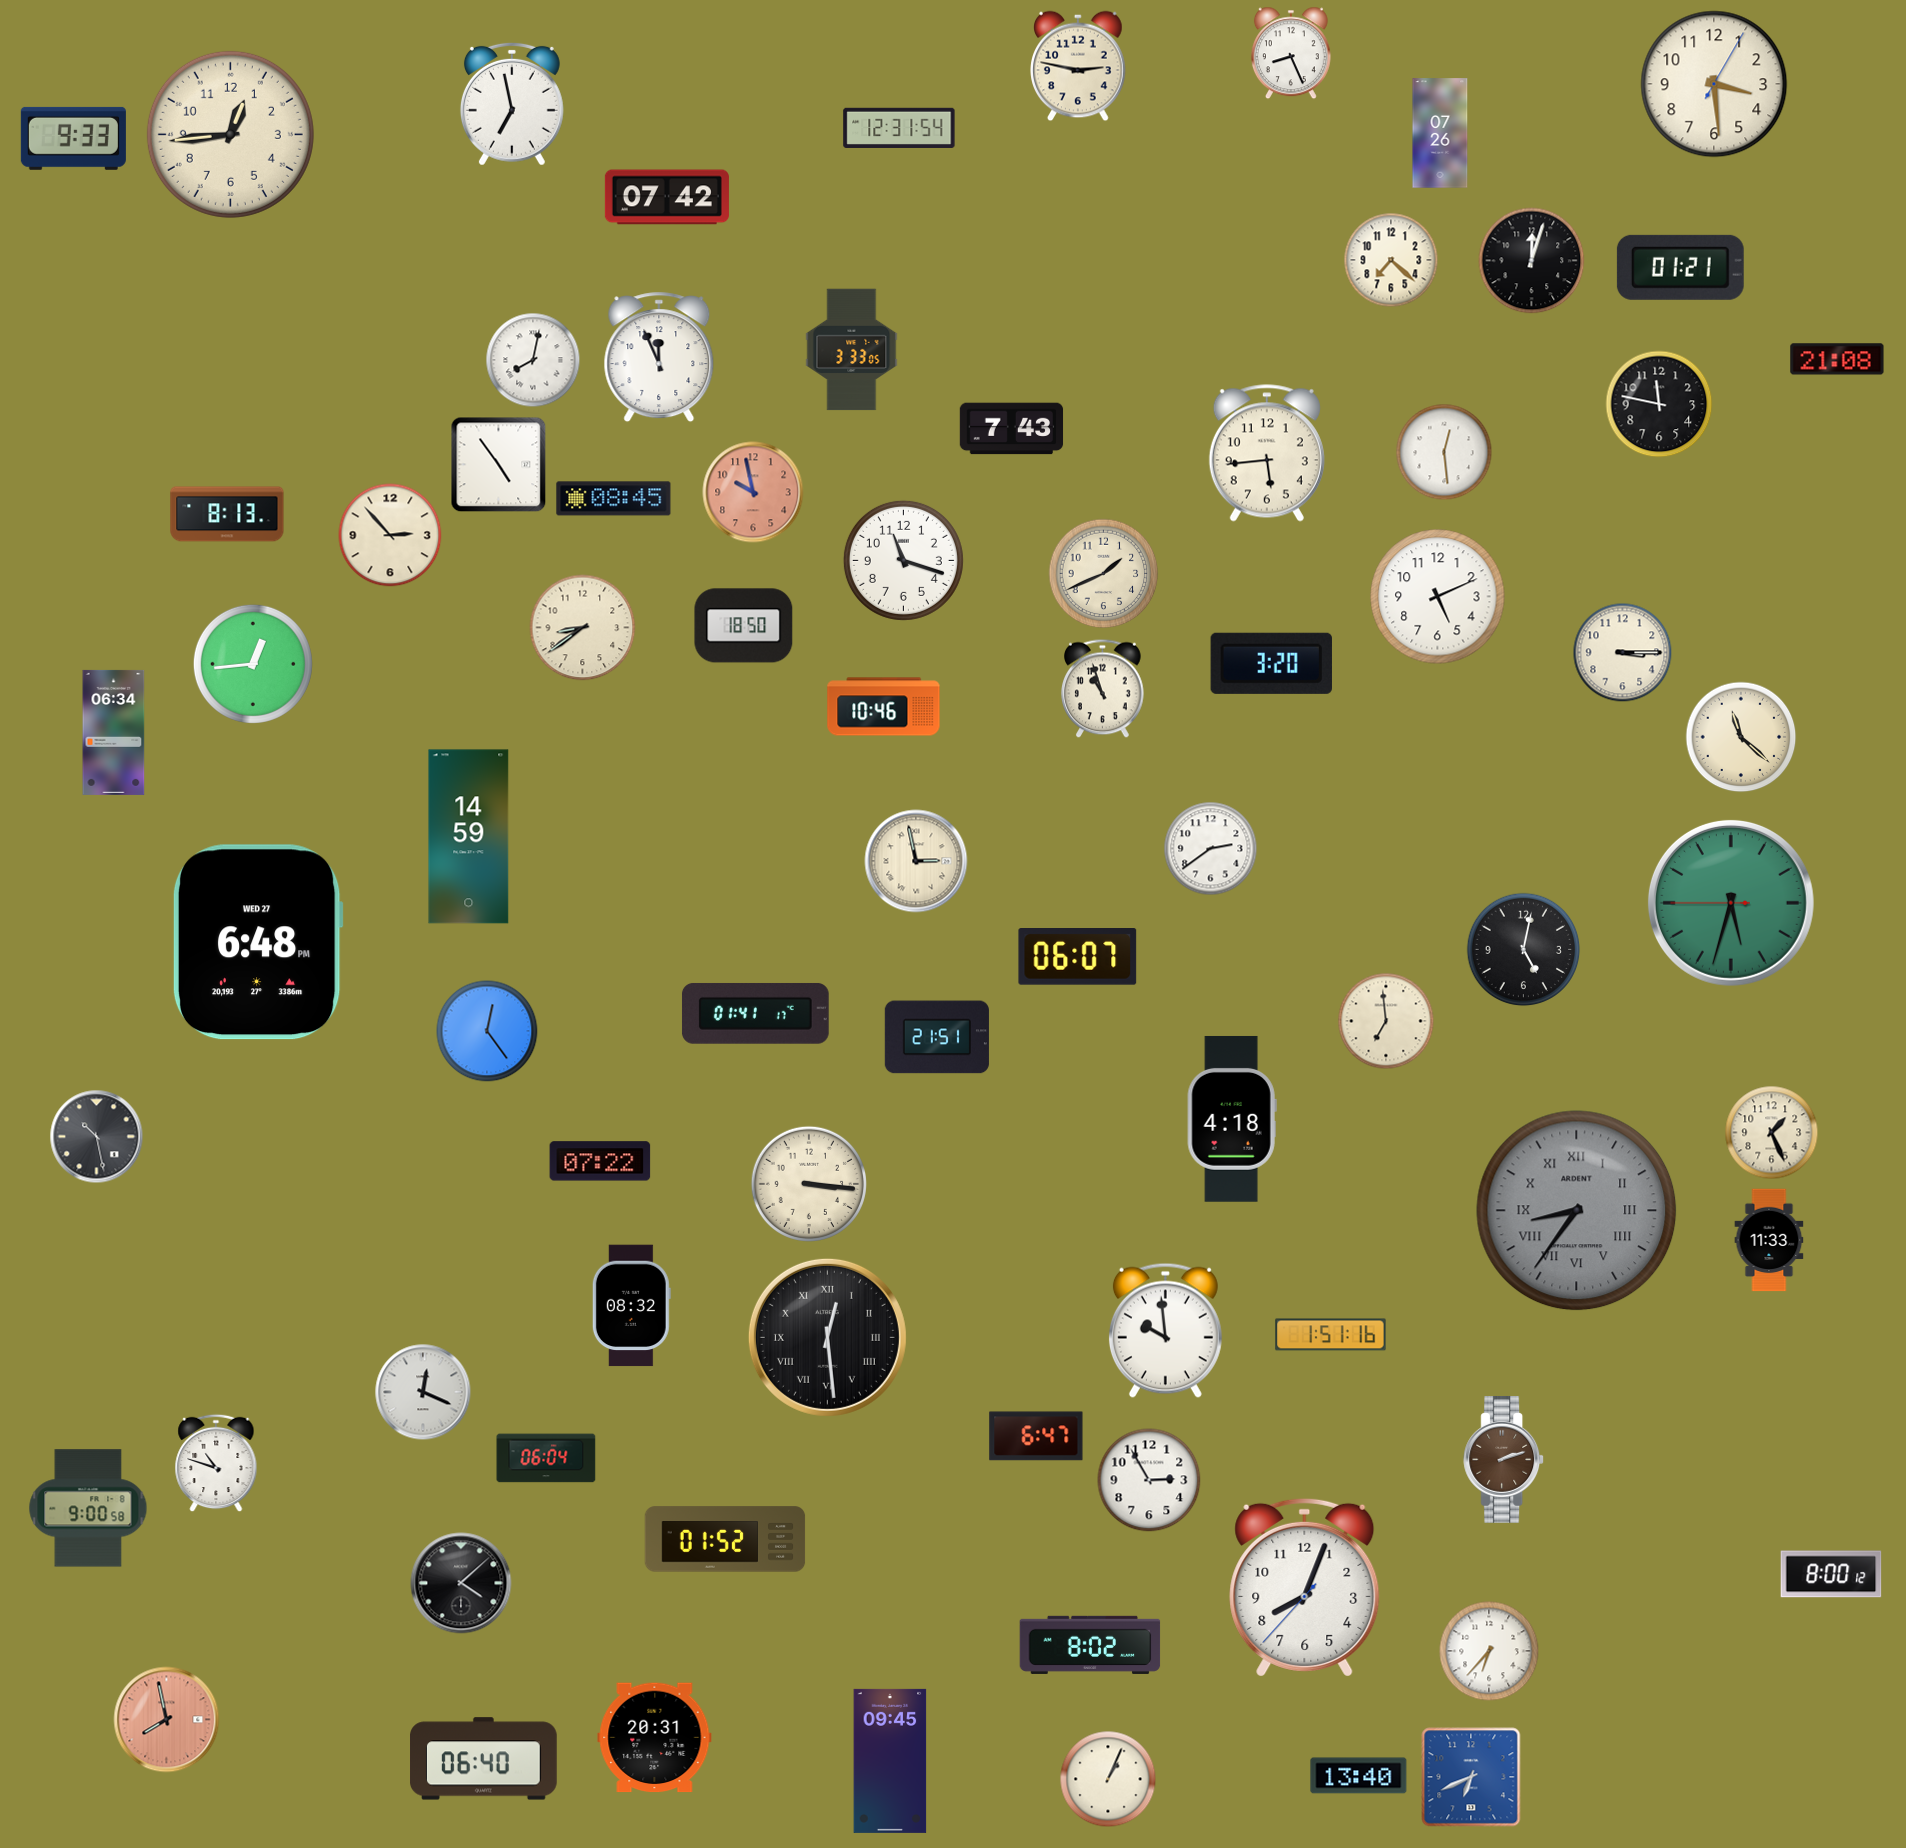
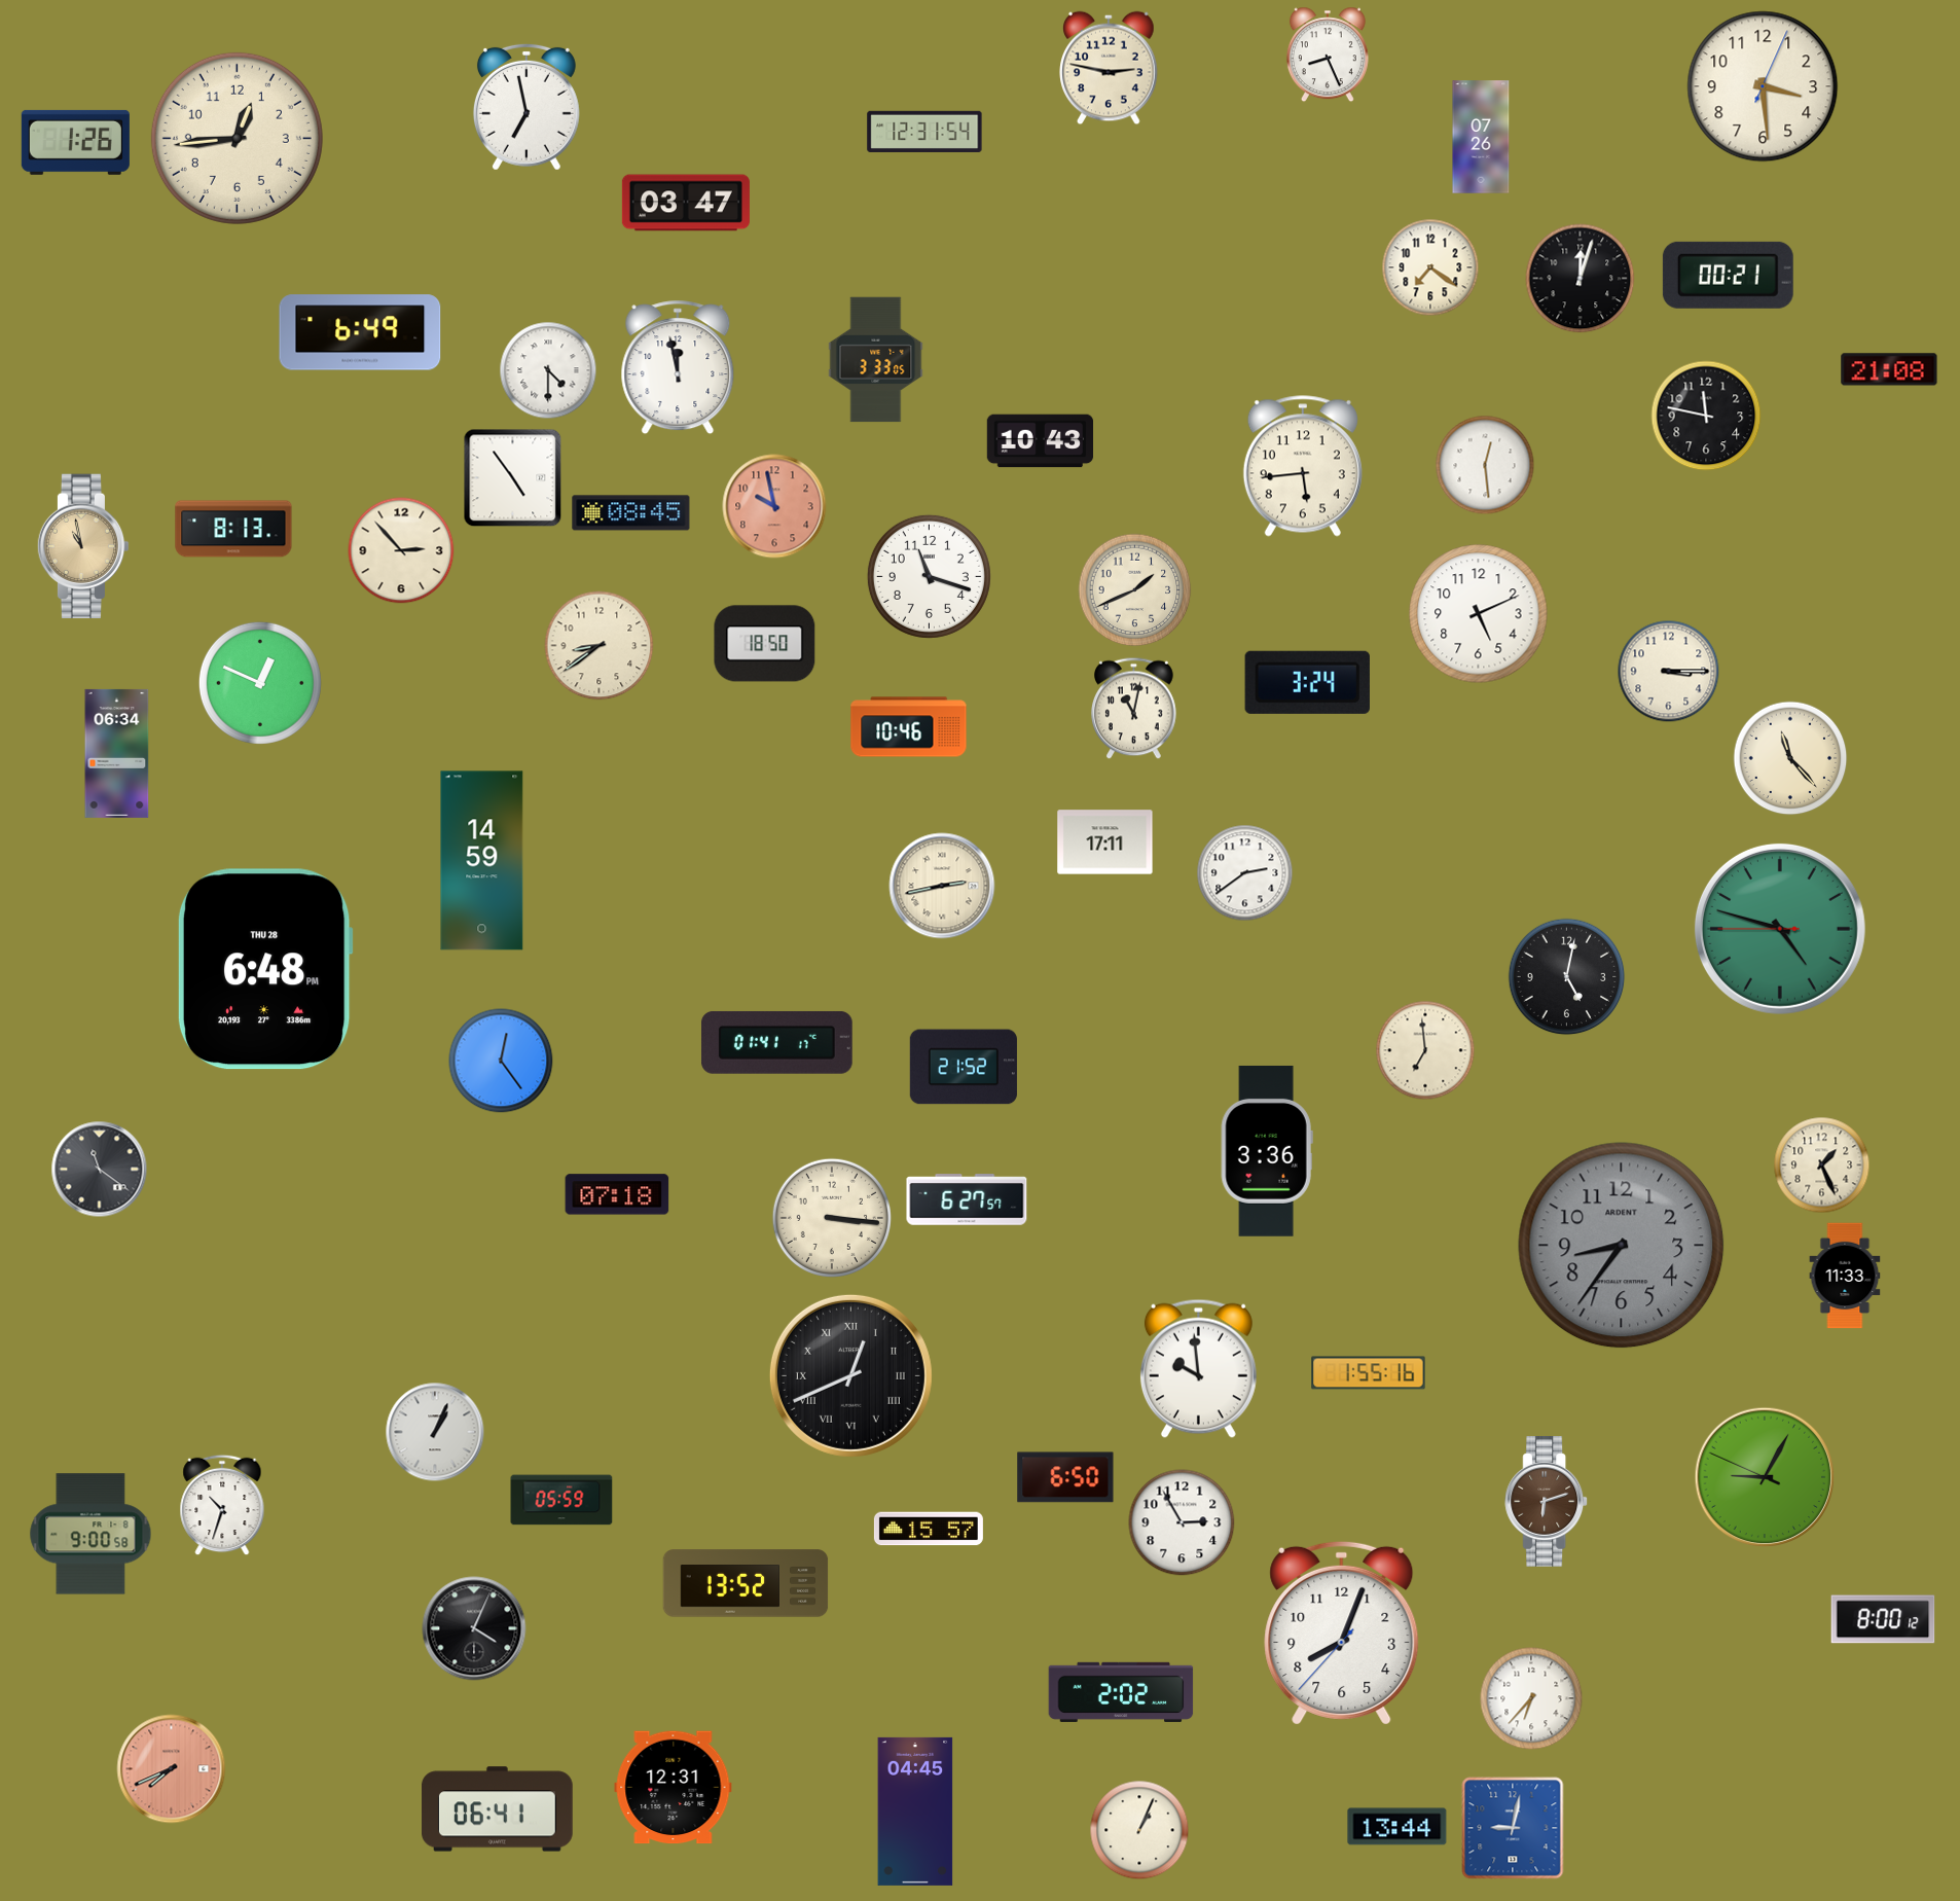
clock at (1714, 84): 3:29:05 -> 3:29:04
clock at (73, 138): 9:33 -> 1:26
clock at (667, 197): 07:42 -> 03:47
clock at (1391, 260): 7:22 -> 7:21
clock at (1532, 261) position: (1532, 261) -> (1581, 279)
clock at (1680, 267): 01:21 -> 00:21
clock at (360, 332): none -> 6:49
clock at (659, 357): 11:56 -> 11:58
clock at (533, 360): 8:02 -> 4:30
clock at (1012, 429): 7:43 -> 10:43
clock at (83, 546): none -> 10:58
clock at (1271, 663): 3:20 -> 3:24
clock at (253, 664): 12:44 -> 12:49
clock at (1103, 689): 10:57 -> 11:02
clock at (1741, 737): 11:22 -> 11:23
clock at (1105, 842): none -> 17:11
clock at (916, 861): 2:58 -> 2:43
clock at (1731, 903): 5:32 -> 4:47
clock at (258, 942) date: WED 27 -> THU 28
clock at (1078, 957): 06:07 -> none
clock at (937, 1037): 21:51 -> 21:52
clock at (1232, 1119): 4:18 -> 3:36
clock at (97, 1137): 10:28 -> 11:21
clock at (600, 1161): 07:22 -> 07:18
clock at (967, 1199): none -> 6:27
clock at (1577, 1211) numerals: Roman -> Arabic
clock at (1769, 1240) position: (1769, 1240) -> (1845, 1276)
clock at (631, 1306): 08:32 -> none
clock at (1331, 1335): 1:51 -> 1:55
clock at (827, 1337): 12:29 -> 12:41
clock at (423, 1392): 12:19 -> 1:04
clock at (1036, 1436): 6:47 -> 6:50
clock at (1765, 1477): none -> 9:04
clock at (546, 1458): 06:04 -> 05:59
clock at (1504, 1459): 2:12 -> 6:12
clock at (216, 1463): 10:48 -> 10:33
clock at (929, 1529): none -> 15:57
clock at (88, 1508) position: (88, 1508) -> (90, 1534)
clock at (725, 1539): 01:52 -> 13:52
clock at (461, 1583): 4:08 -> 4:04
clock at (1090, 1645): 8:02 -> 2:02
clock at (167, 1720): 7:58 -> 7:41
clock at (655, 1738): 20:31 -> 12:31
clock at (484, 1759): 06:40 -> 06:41
clock at (890, 1761): 09:45 -> 04:45
clock at (1359, 1776): 13:40 -> 13:44
clock at (1471, 1777): 6:41 -> 9:02
